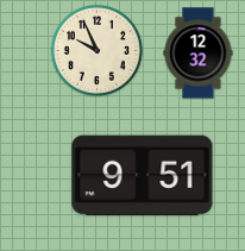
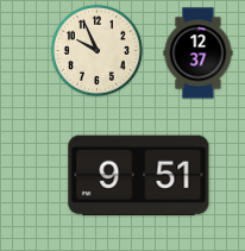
clock at (199, 54): 12:32 -> 12:37
clock at (143, 176) position: (143, 176) -> (139, 176)
